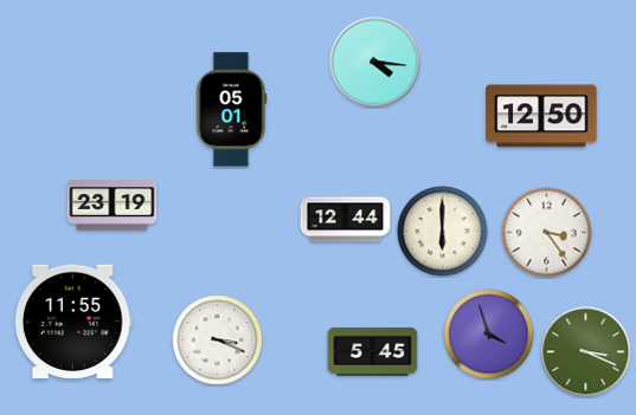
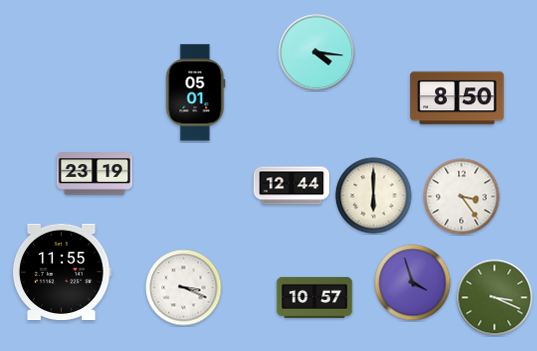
clock at (541, 116): 12:50 -> 8:50
clock at (373, 351): 5:45 -> 10:57
